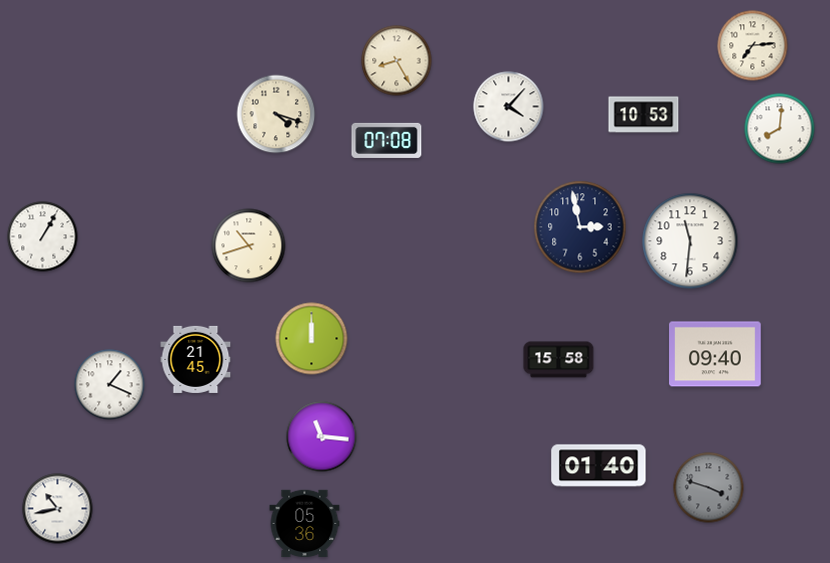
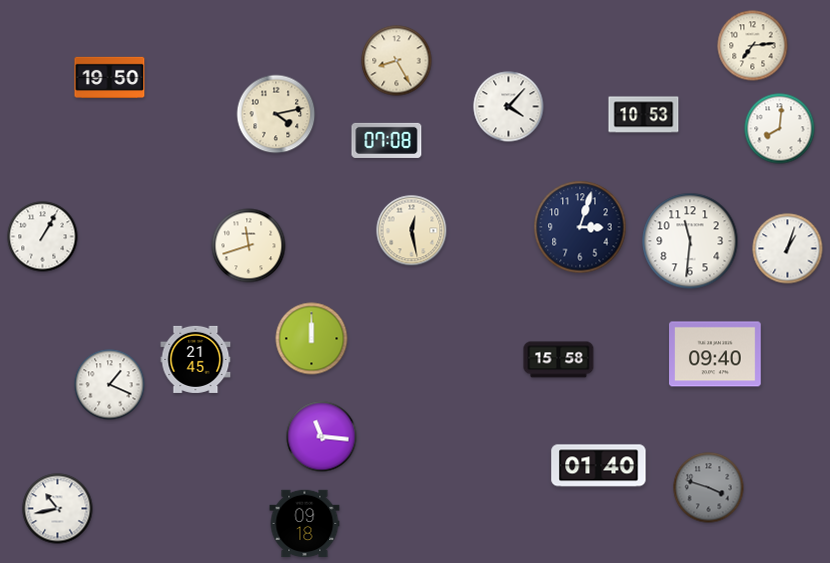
clock at (110, 77): none -> 19:50
clock at (276, 114): 4:18 -> 4:13
clock at (580, 227): 2:58 -> 3:03
clock at (412, 231): none -> 12:28
clock at (249, 246): 10:42 -> 11:42
clock at (788, 249): none -> 1:03
clock at (305, 524): 05:36 -> 09:18
